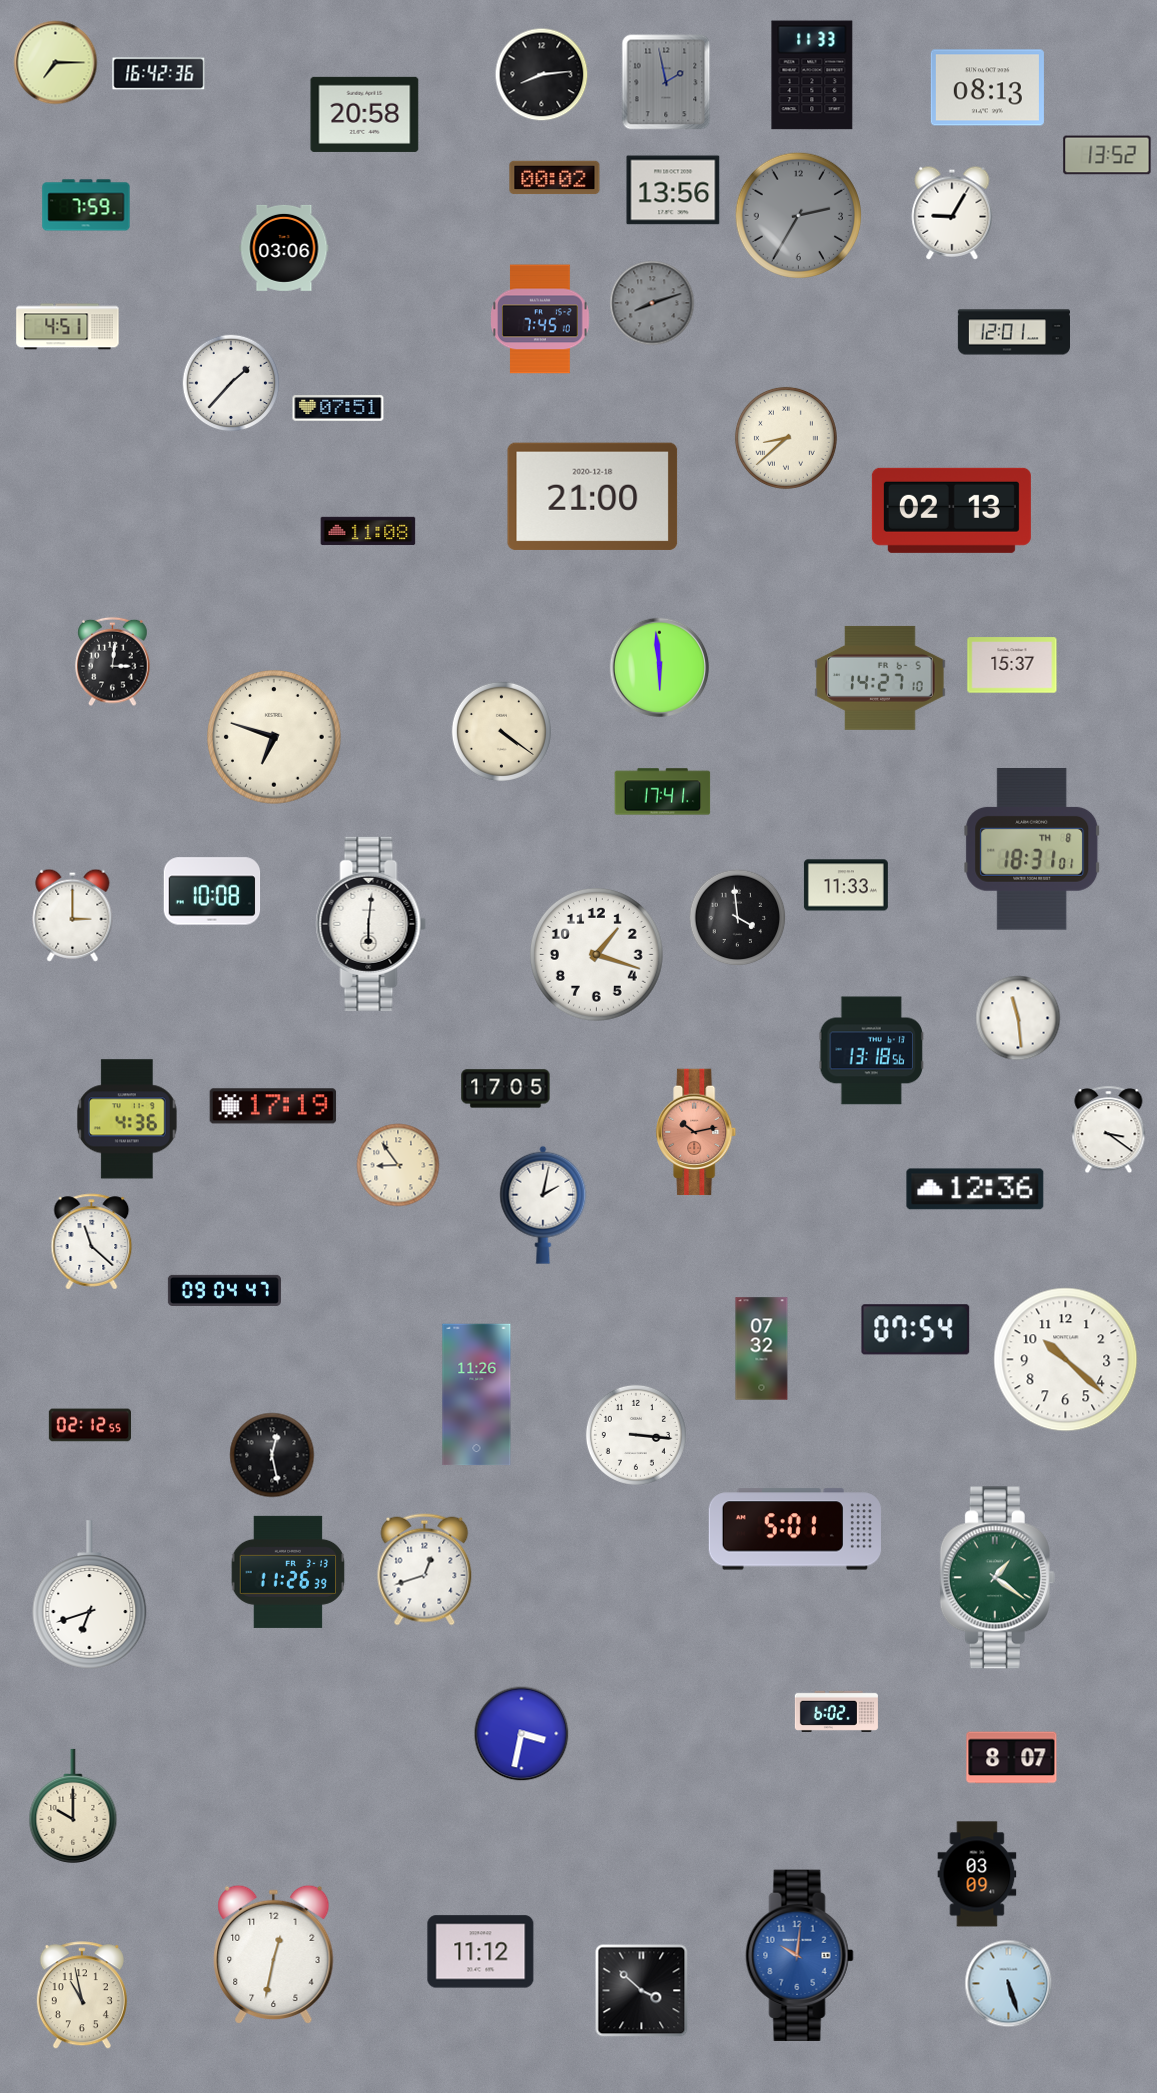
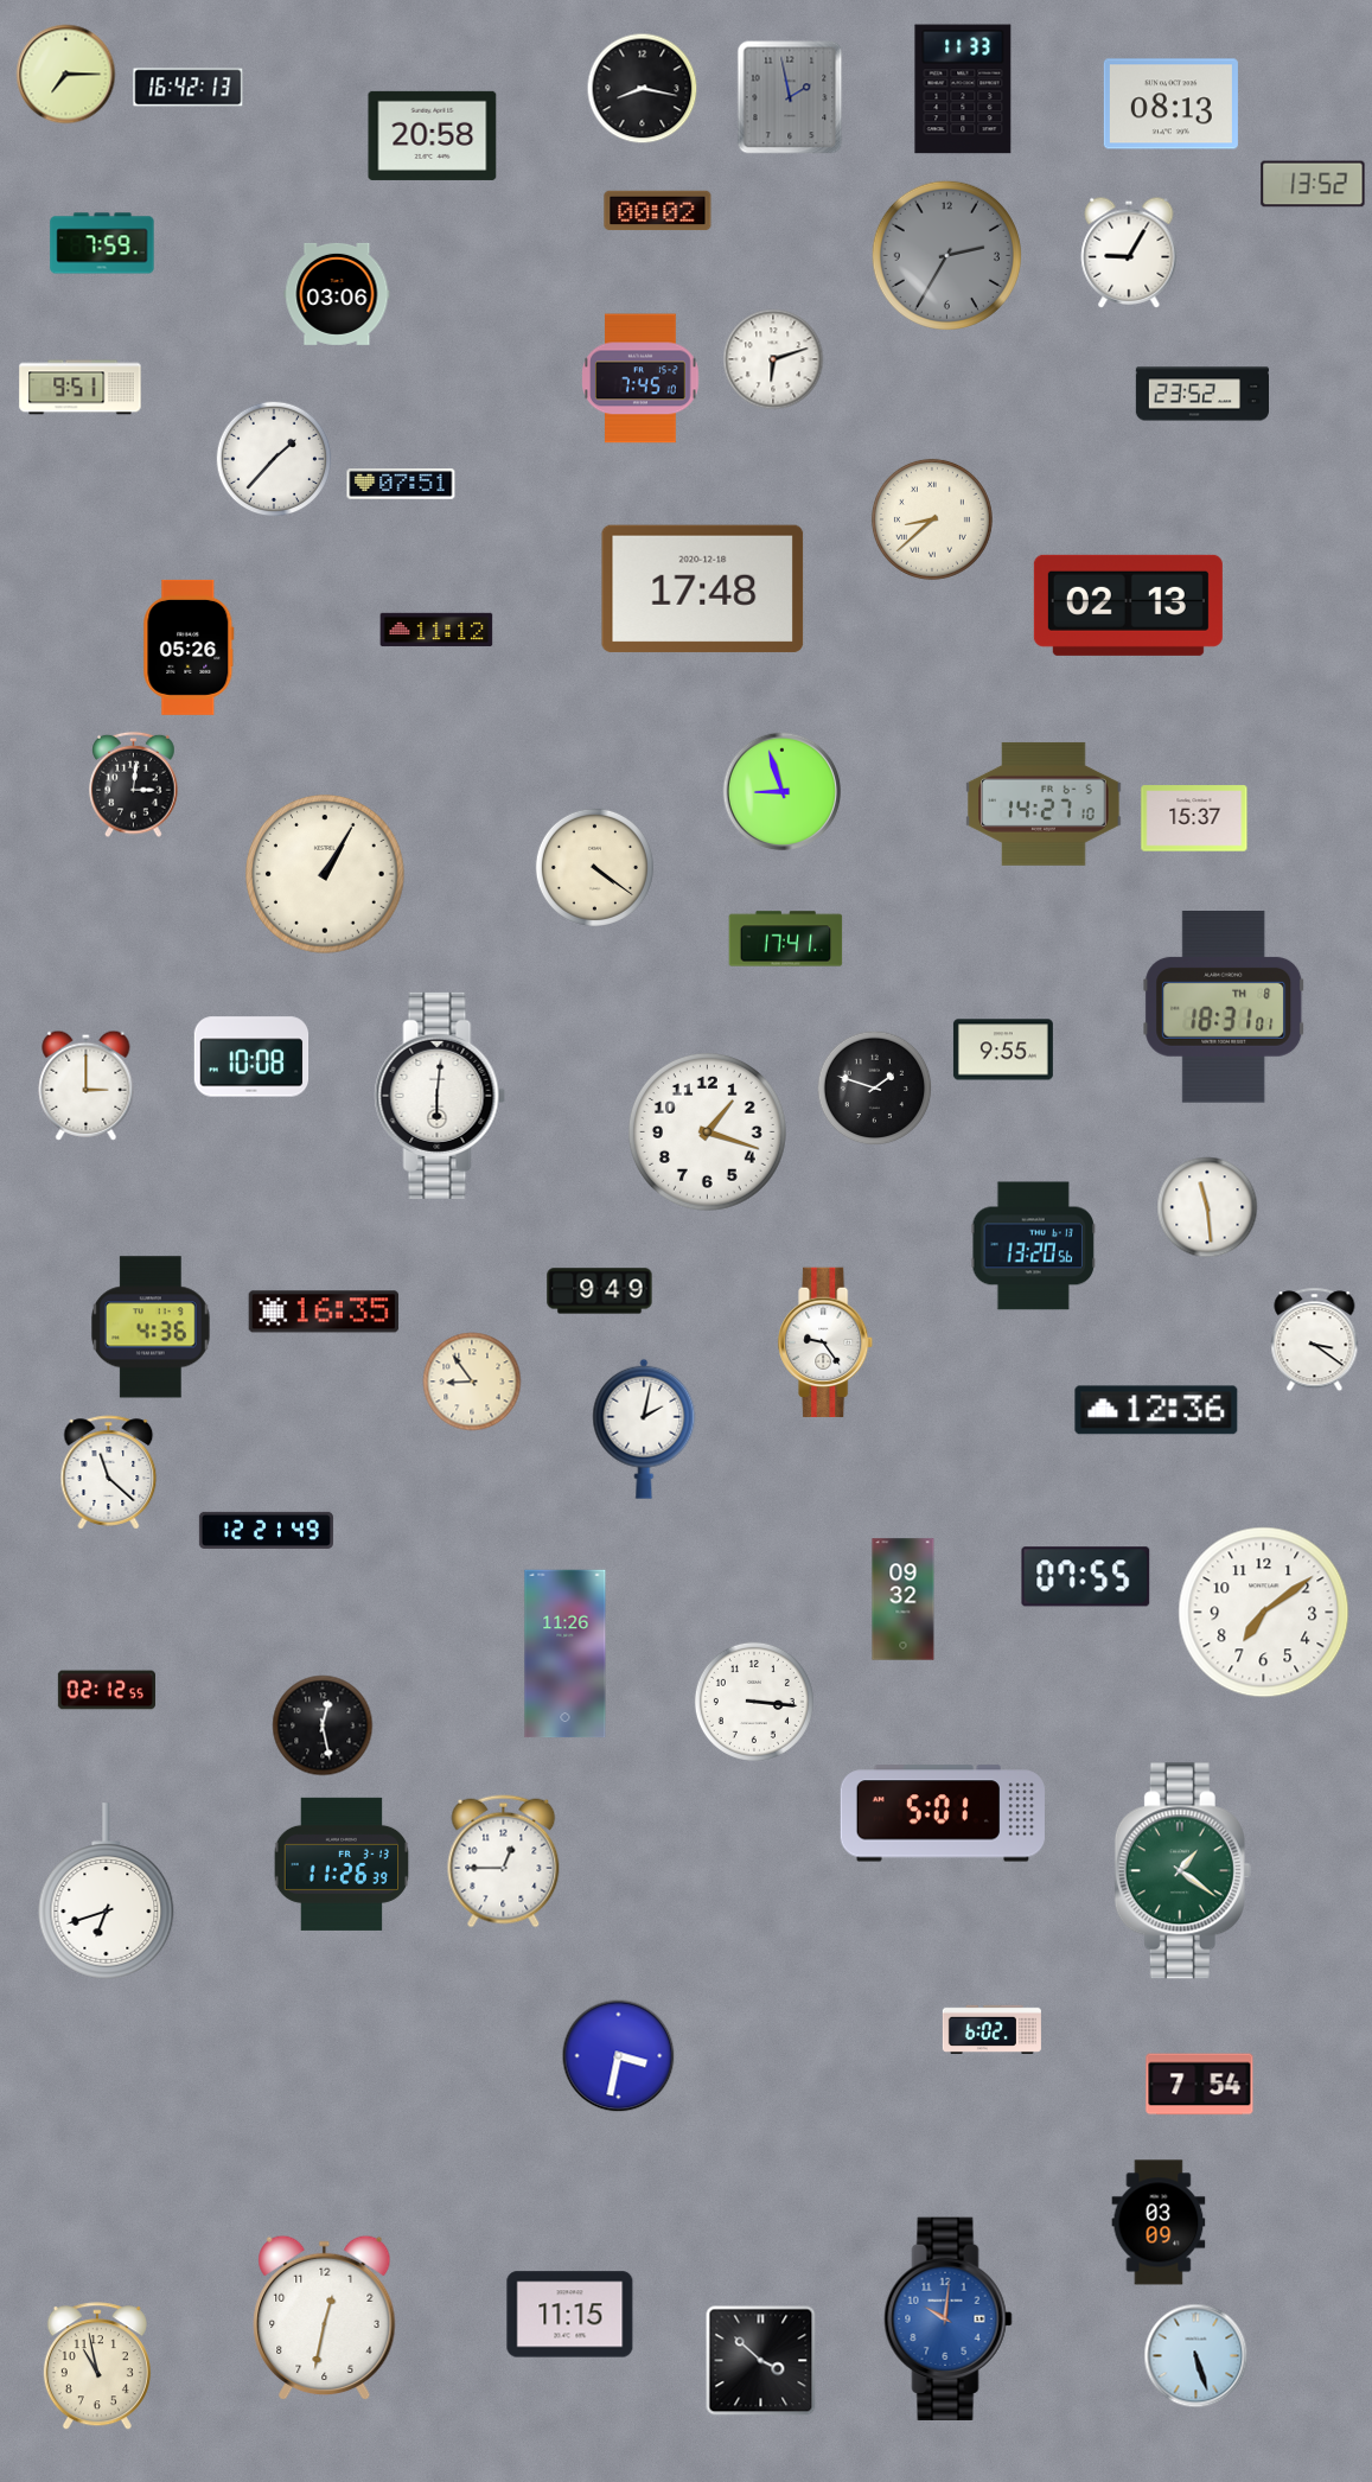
clock at (159, 74): 16:42:36 -> 16:42:13
clock at (542, 75): 8:14 -> 8:17
clock at (673, 190): 13:56 -> none
clock at (652, 303): 8:12 -> 6:12
clock at (652, 303) dial: grey -> white
clock at (68, 327): 4:51 -> 9:51
clock at (1014, 332): 12:01 -> 23:52
clock at (231, 383) position: (231, 383) -> (274, 459)
clock at (593, 496): 21:00 -> 17:48
clock at (368, 530): 11:08 -> 11:12
clock at (189, 647): none -> 05:26
clock at (1012, 665) position: (1012, 665) -> (1194, 818)
clock at (660, 668): 5:59 -> 8:57
clock at (275, 738): 6:48 -> 1:05
clock at (846, 885): 11:33 -> 9:55
clock at (738, 918): 3:59 -> 1:48
clock at (871, 1051): 13:18 -> 13:20
clock at (506, 1089): 17:05 -> 9:49
clock at (273, 1106): 17:19 -> 16:35
clock at (697, 1132): 10:13 -> 9:24
clock at (697, 1132) dial: salmon -> white
clock at (224, 1290): 09:04 -> 12:21
clock at (916, 1330): 07:54 -> 07:55
clock at (762, 1349): 07:32 -> 09:32
clock at (1066, 1360): 10:22 -> 7:09
clock at (425, 1570): 12:42 -> 12:45
clock at (1012, 1758): 8:07 -> 7:54
clock at (73, 1806): 10:00 -> none
clock at (481, 1952): 11:12 -> 11:15
clock at (1009, 1984) position: (1009, 1984) -> (1196, 2356)
